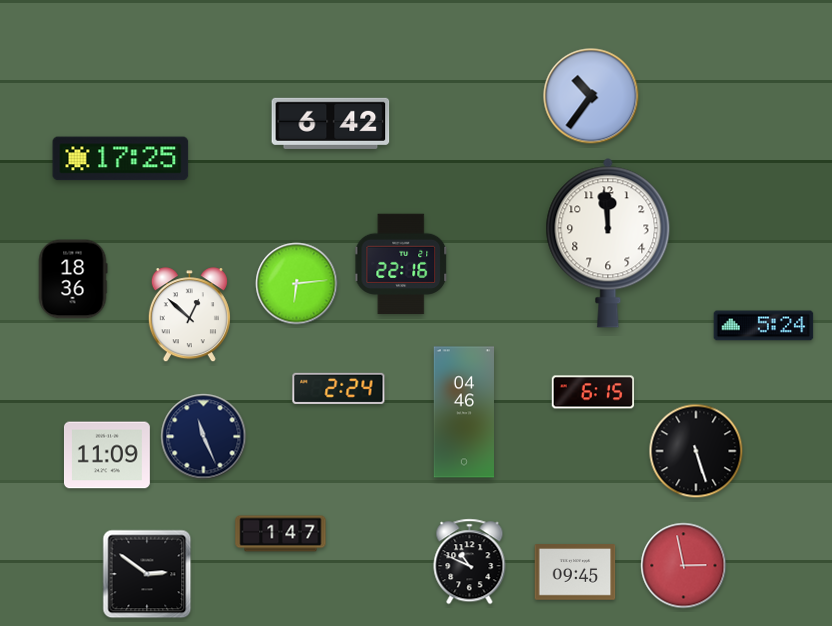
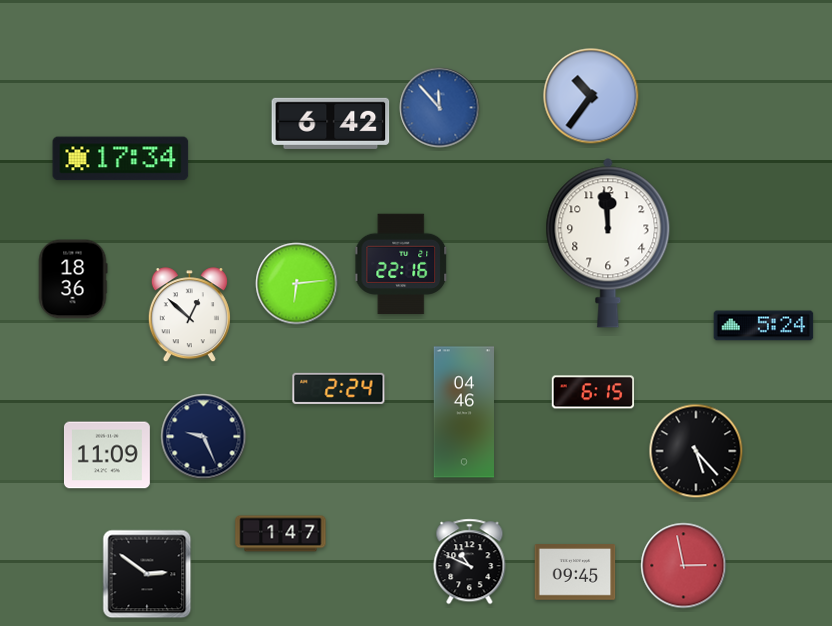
clock at (440, 108): none -> 11:53
clock at (121, 159): 17:25 -> 17:34
clock at (204, 437): 11:26 -> 9:26
clock at (696, 451): 5:27 -> 5:23
